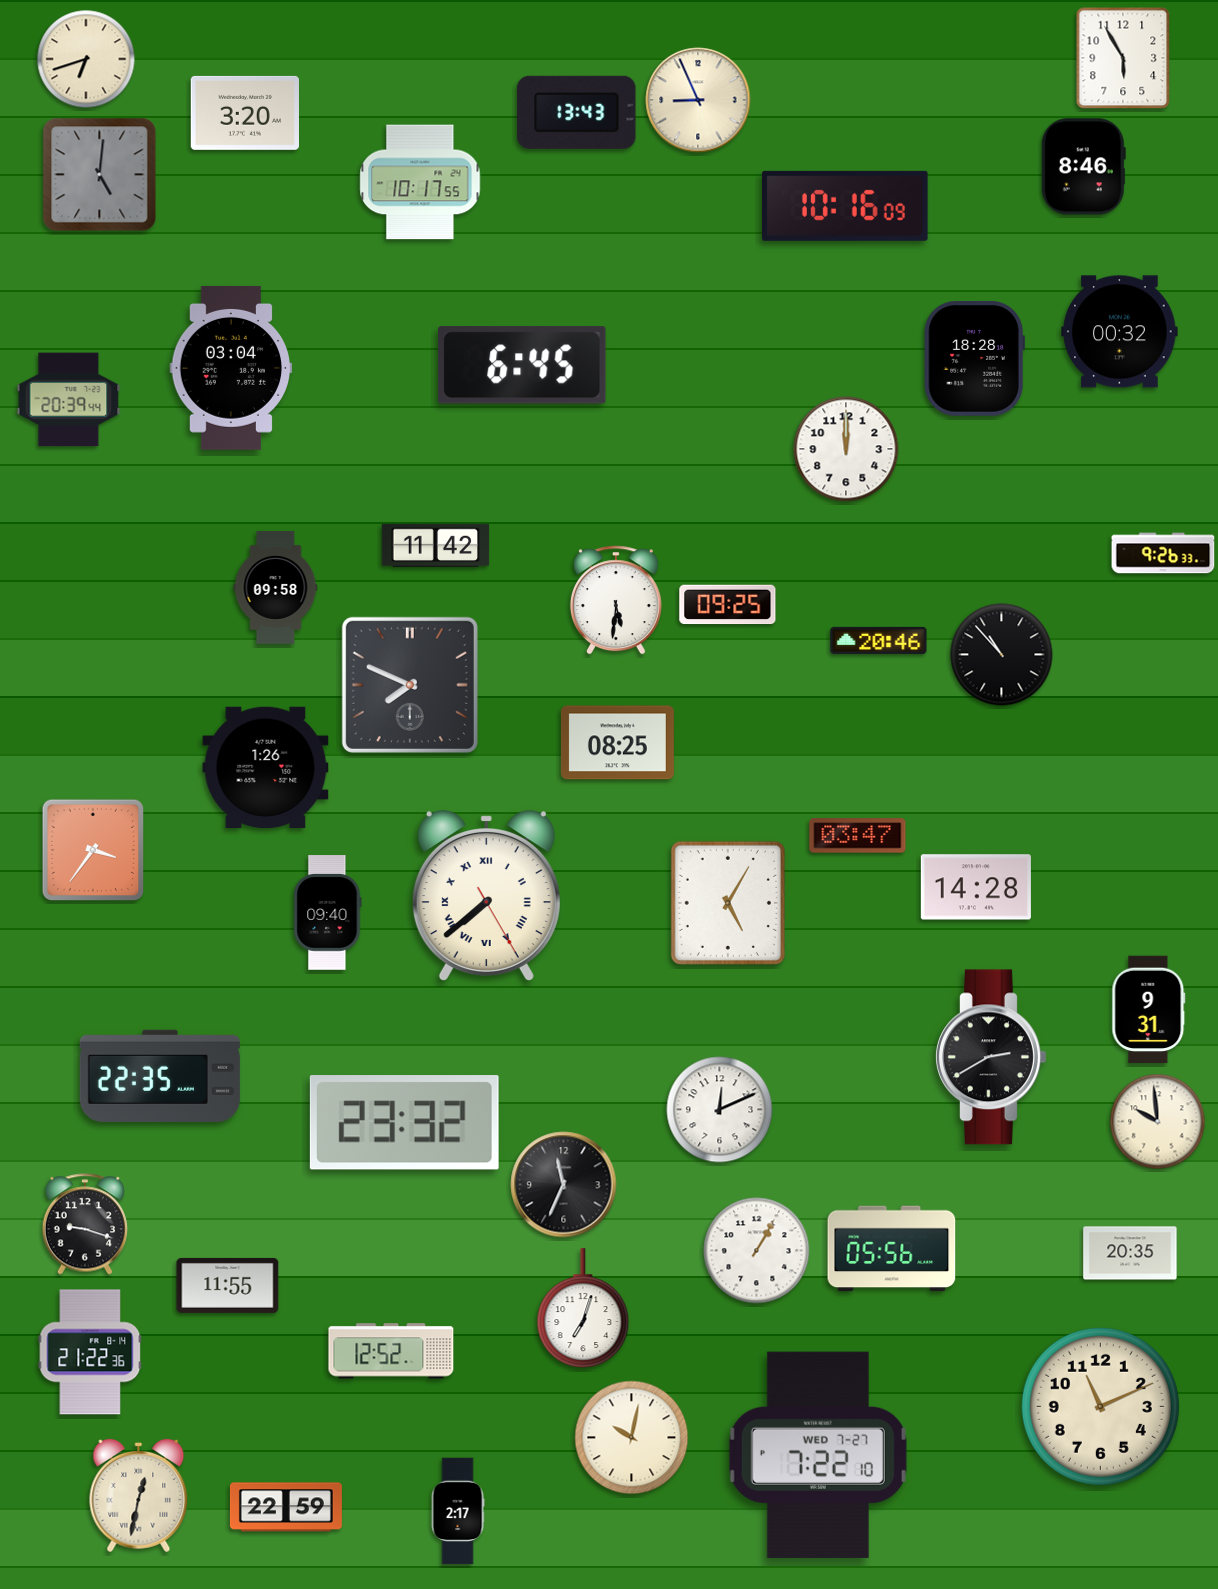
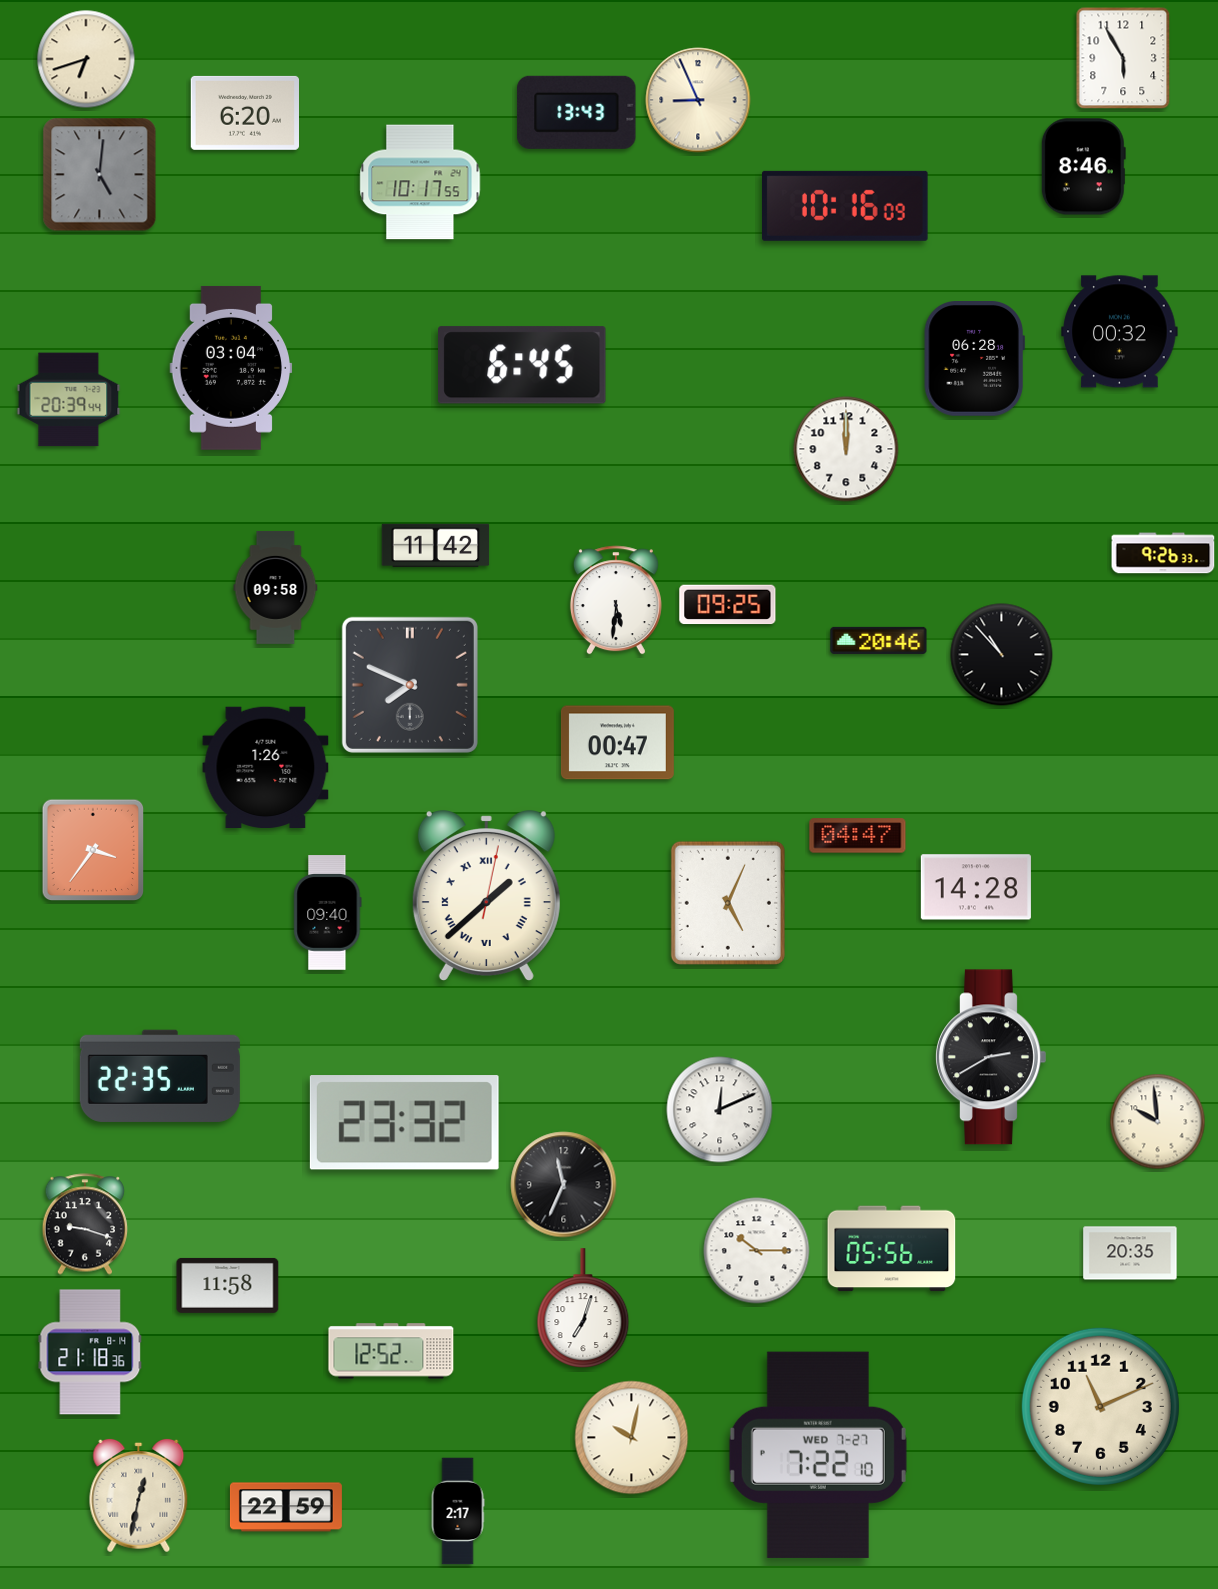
clock at (244, 113): 3:20 -> 6:20
clock at (974, 359): 18:28 -> 06:28
clock at (617, 743): 08:25 -> 00:47
clock at (858, 836): 03:47 -> 04:47
clock at (486, 895): 7:38 -> 1:38
clock at (728, 903): 5:05 -> 5:04
clock at (1149, 1010): 9:31 -> none
clock at (757, 1251): 1:05 -> 10:15
clock at (228, 1285): 11:55 -> 11:58
clock at (90, 1352): 21:22 -> 21:18
